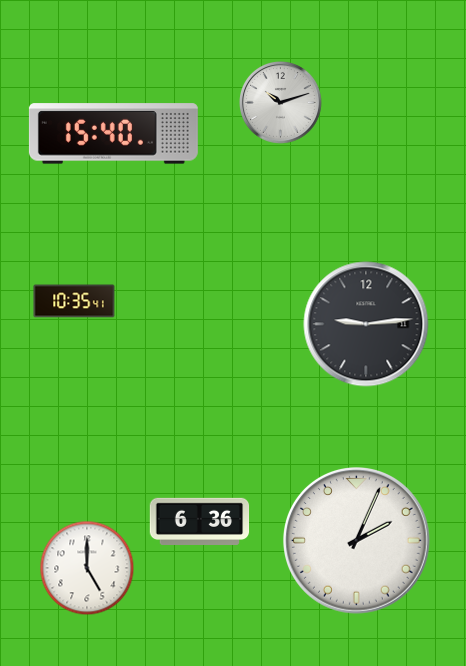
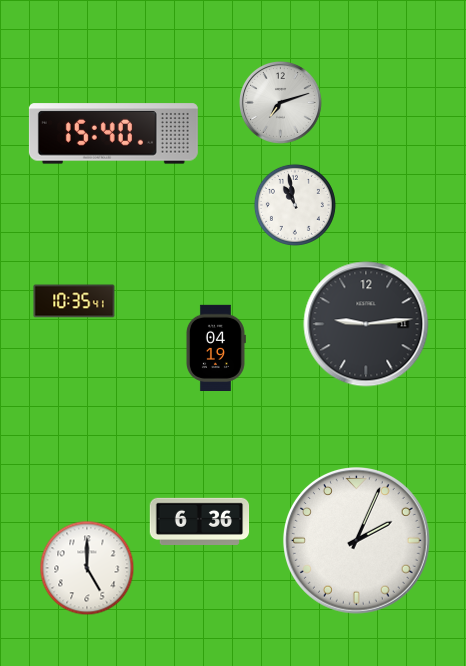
clock at (281, 103): 10:12 -> 7:12
clock at (295, 205): none -> 10:58
clock at (215, 347): none -> 04:19
